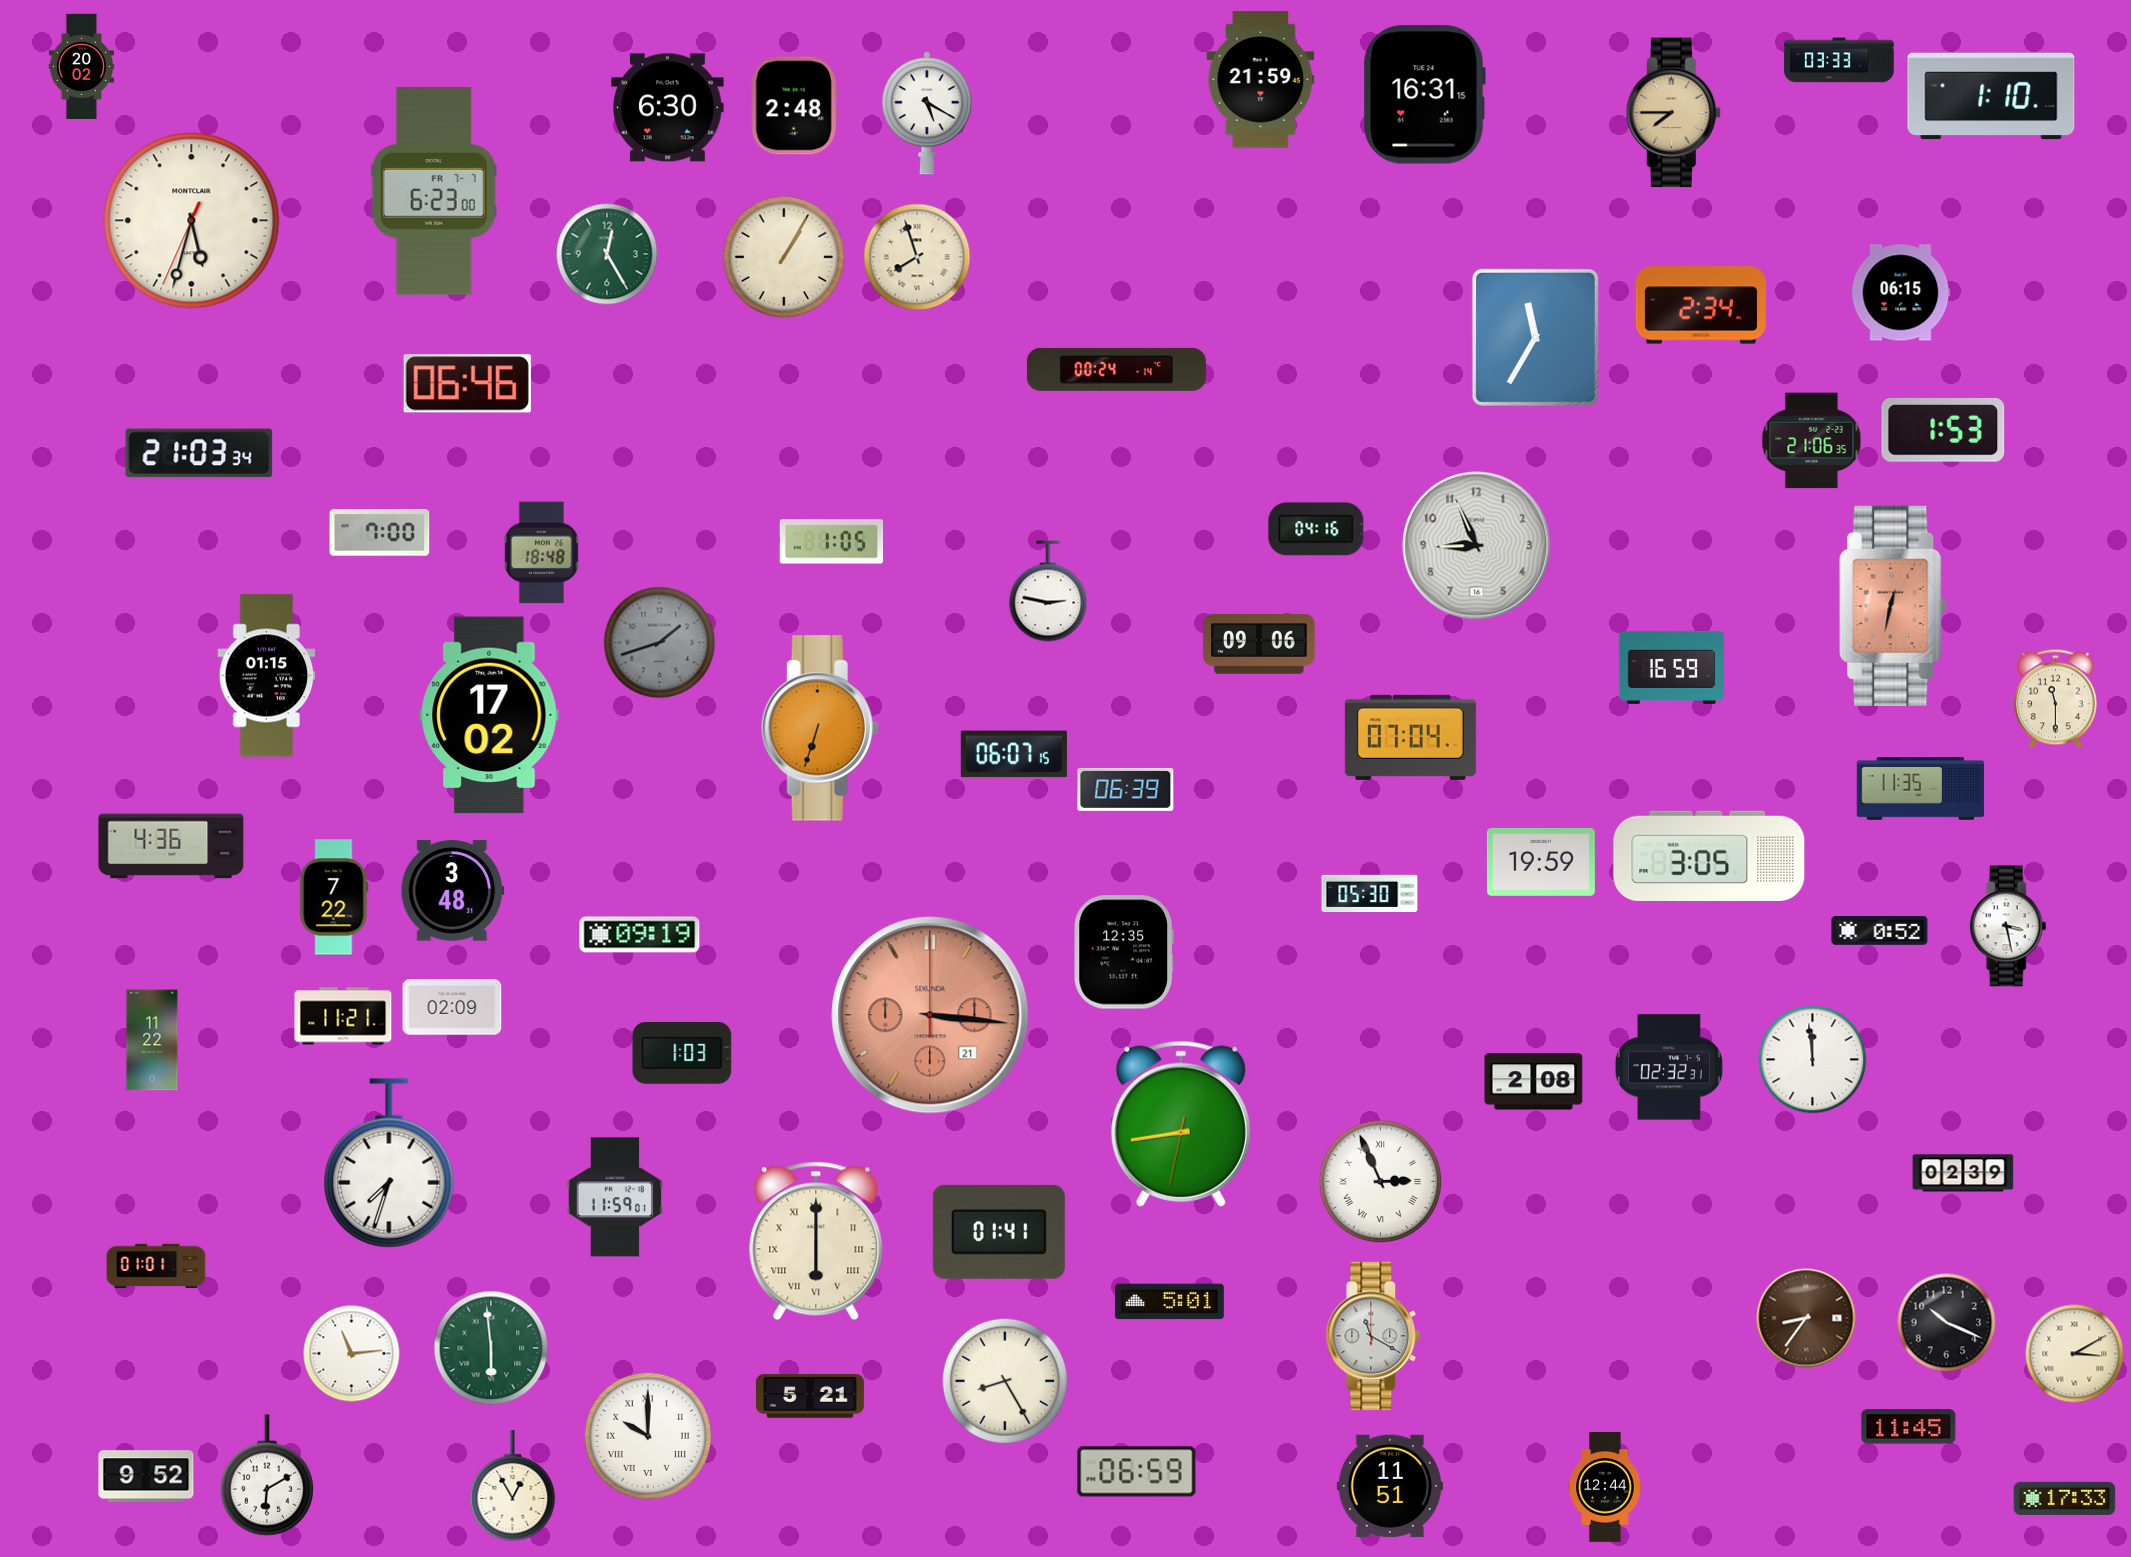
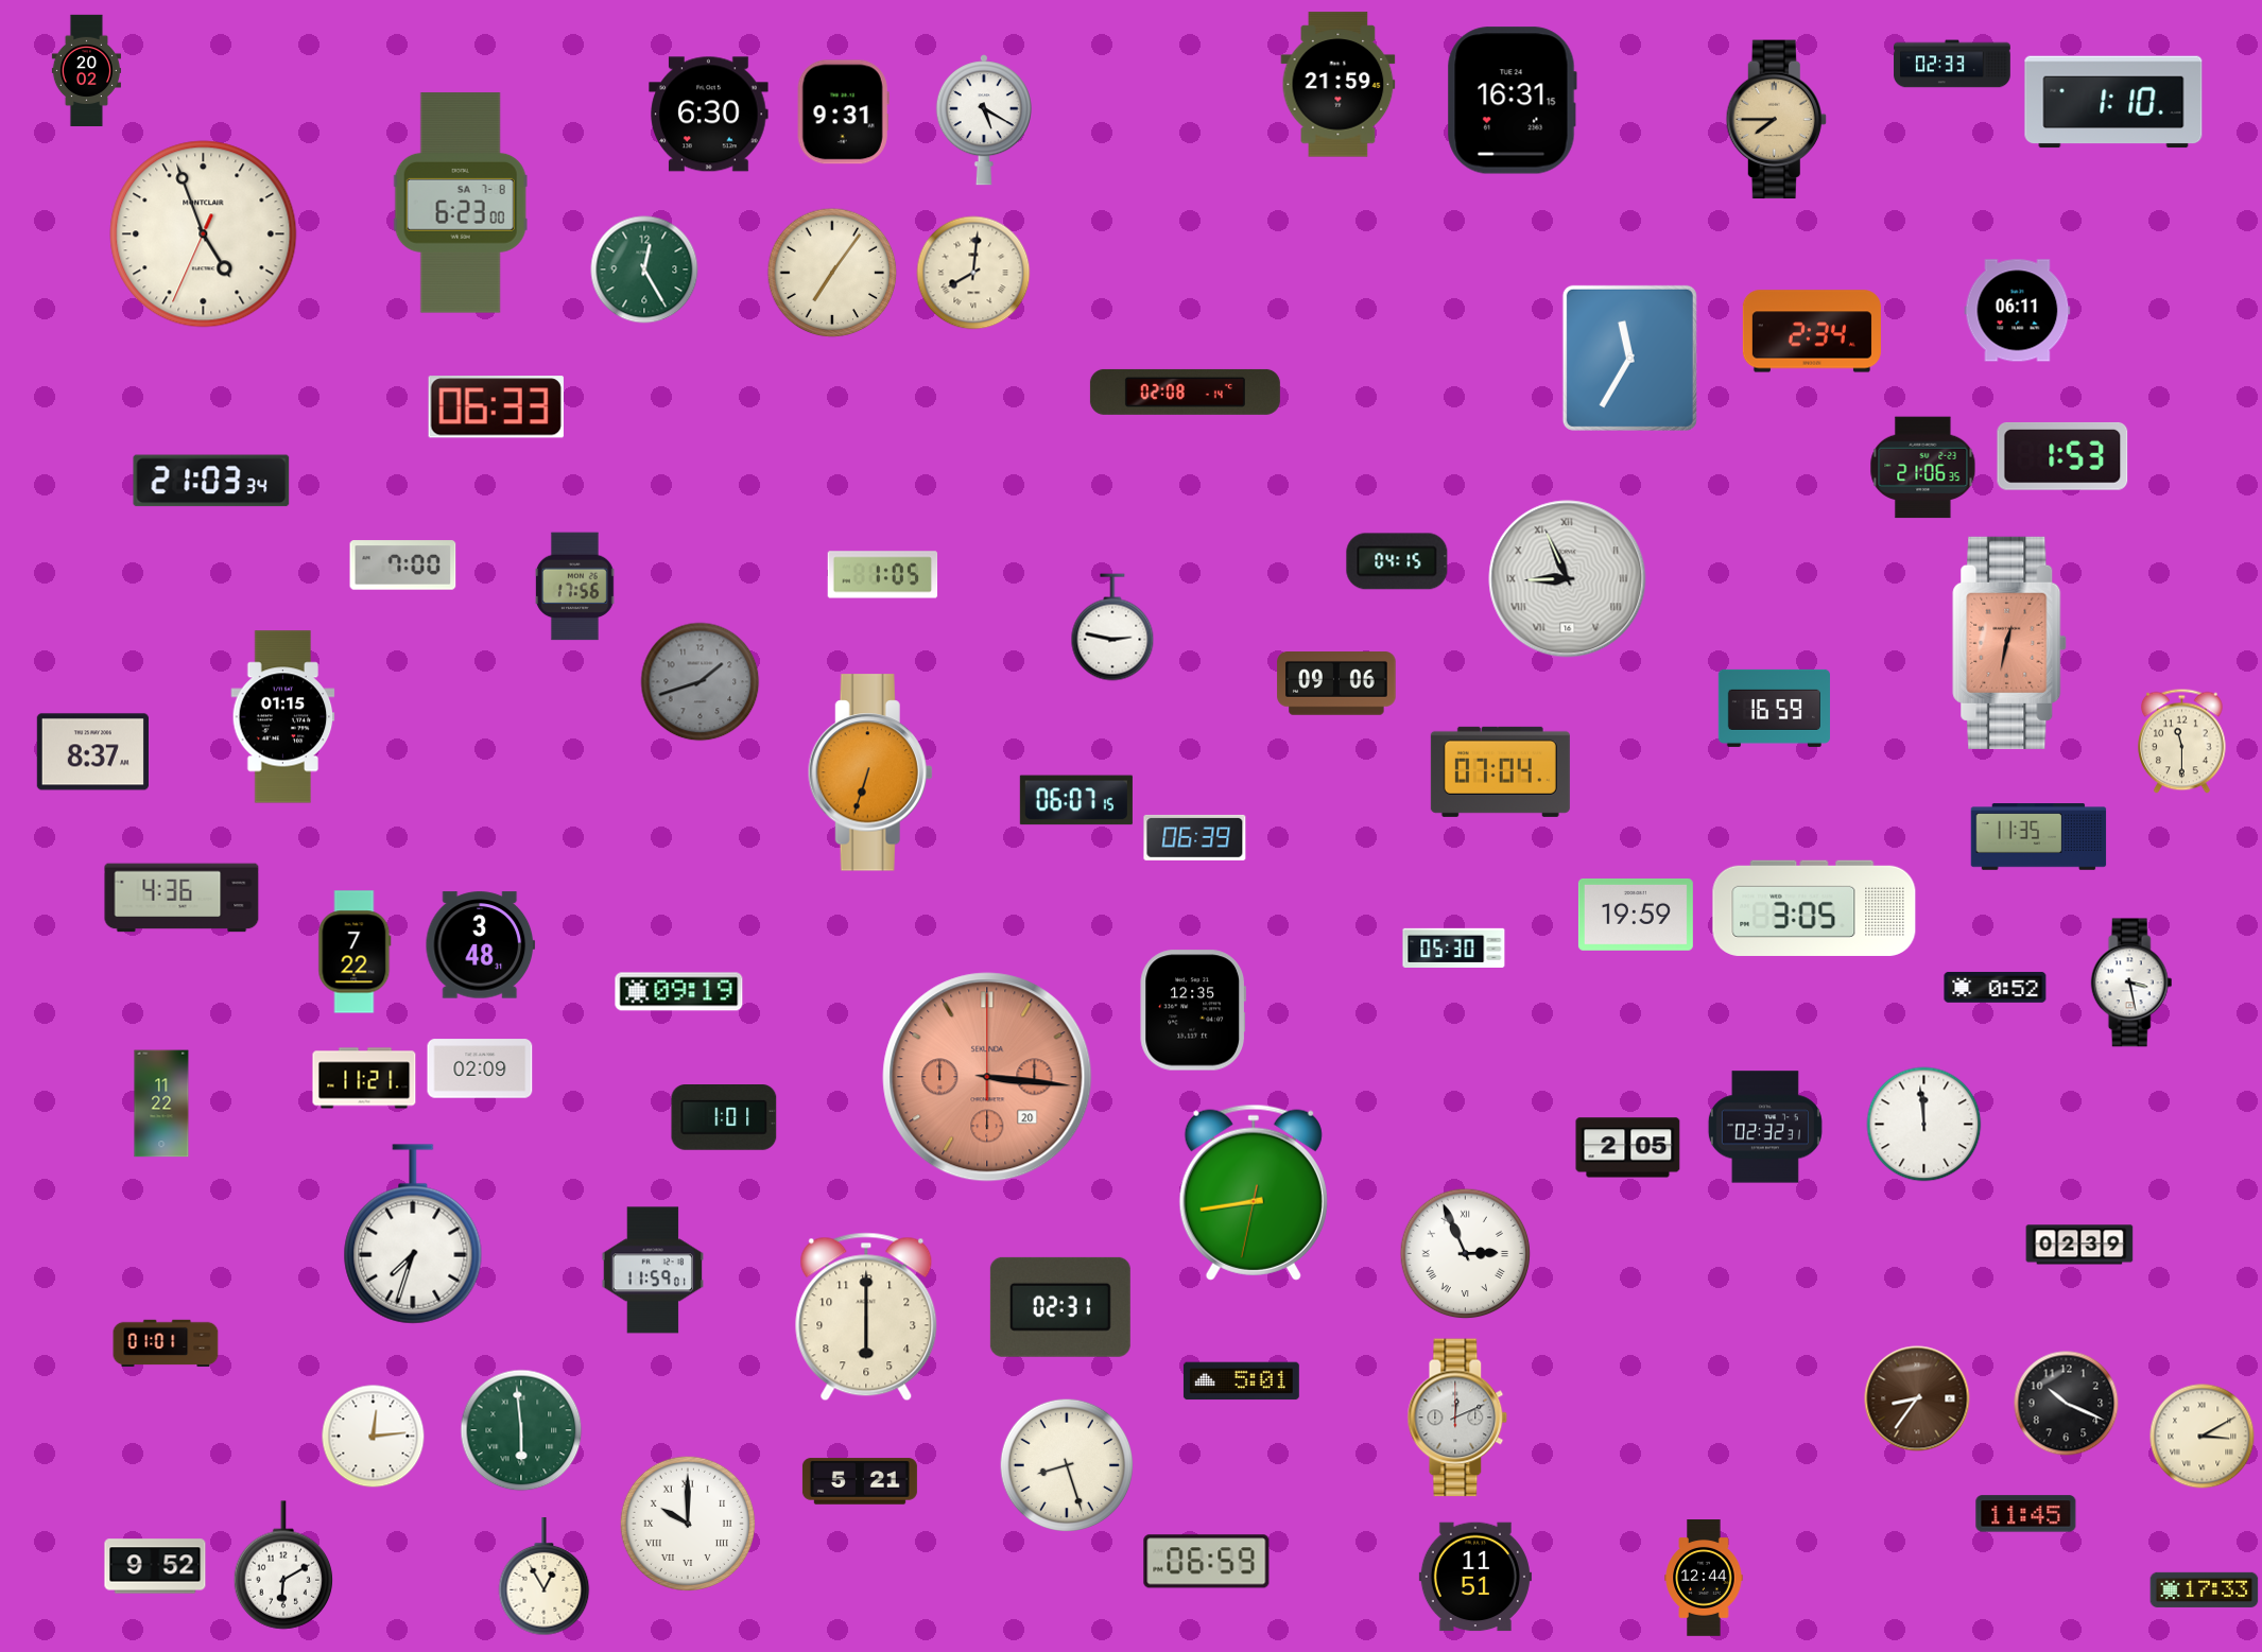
clock at (1839, 60): 03:33 -> 02:33
clock at (794, 106): 2:48 -> 9:31
clock at (434, 191) date: FR 7-7 -> SA 7-8
clock at (192, 221): 5:32 -> 4:56
clock at (784, 257): 1:05 -> 7:06
clock at (917, 257): 7:57 -> 8:01
clock at (1901, 293): 06:15 -> 06:11
clock at (1701, 305) position: (1701, 305) -> (1812, 331)
clock at (1116, 369): 00:24 -> 02:08
clock at (467, 384): 06:46 -> 06:33
clock at (1316, 529): 04:16 -> 04:15
clock at (1477, 546) numerals: Arabic -> Roman
clock at (541, 553): 18:48 -> 17:56
clock at (92, 752): none -> 8:37
clock at (489, 715): 17:02 -> none
clock at (1410, 737) position: (1410, 737) -> (1500, 771)
clock at (930, 1015) date: 21 -> 20
clock at (682, 1053): 1:03 -> 1:01
clock at (1669, 1067) position: (1669, 1067) -> (1765, 1127)
clock at (1534, 1082): 2:08 -> 2:05
clock at (1963, 1173) position: (1963, 1173) -> (2079, 1245)
clock at (999, 1232): 01:41 -> 02:31
clock at (816, 1241) numerals: Roman -> Arabic
clock at (1373, 1336): 11:20 -> 12:11
clock at (352, 1354): 11:14 -> 12:14
clock at (1004, 1380): 8:25 -> 8:27
clock at (2065, 1498) position: (2065, 1498) -> (2205, 1589)
